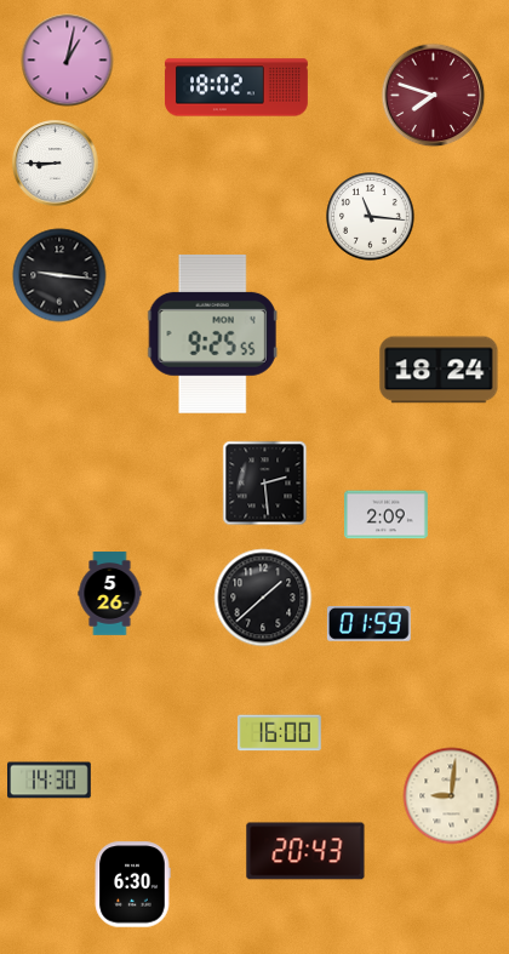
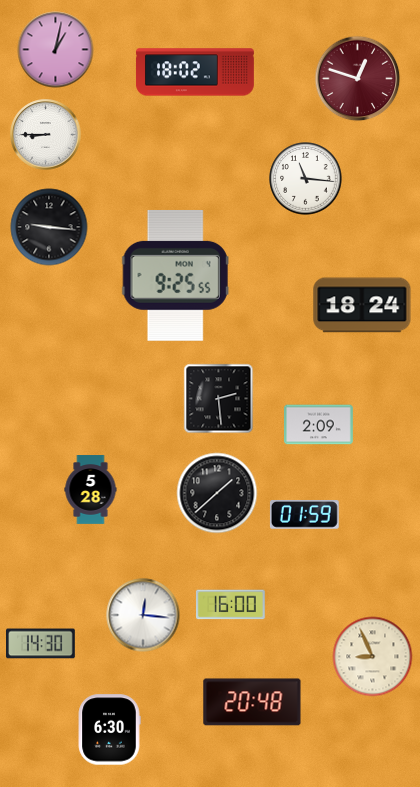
clock at (434, 96): 7:48 -> 12:48
clock at (110, 594): 5:26 -> 5:28
clock at (143, 615): none -> 12:16
clock at (452, 796): 9:01 -> 8:56
clock at (305, 851): 20:43 -> 20:48
